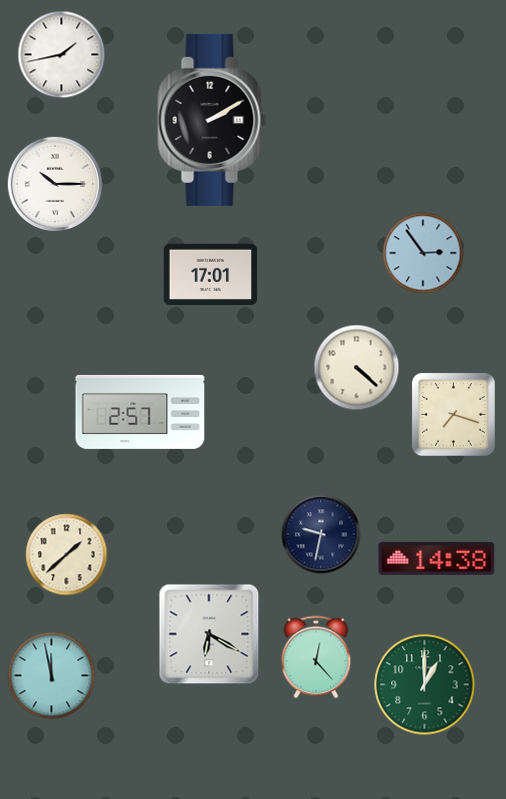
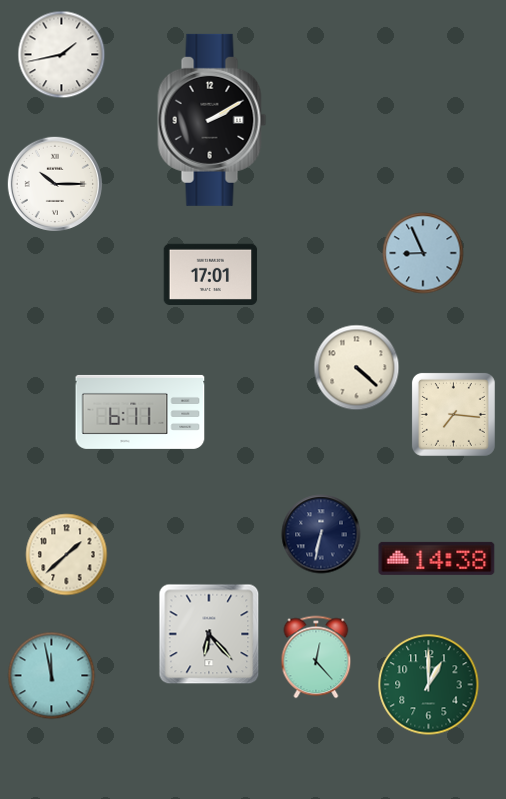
clock at (423, 253): 2:54 -> 8:56
clock at (140, 412): 2:57 -> 6:11
clock at (453, 414): 7:18 -> 7:16
clock at (321, 534): 9:32 -> 6:32
clock at (209, 634): 6:20 -> 6:23
clock at (425, 685) position: (425, 685) -> (429, 685)
